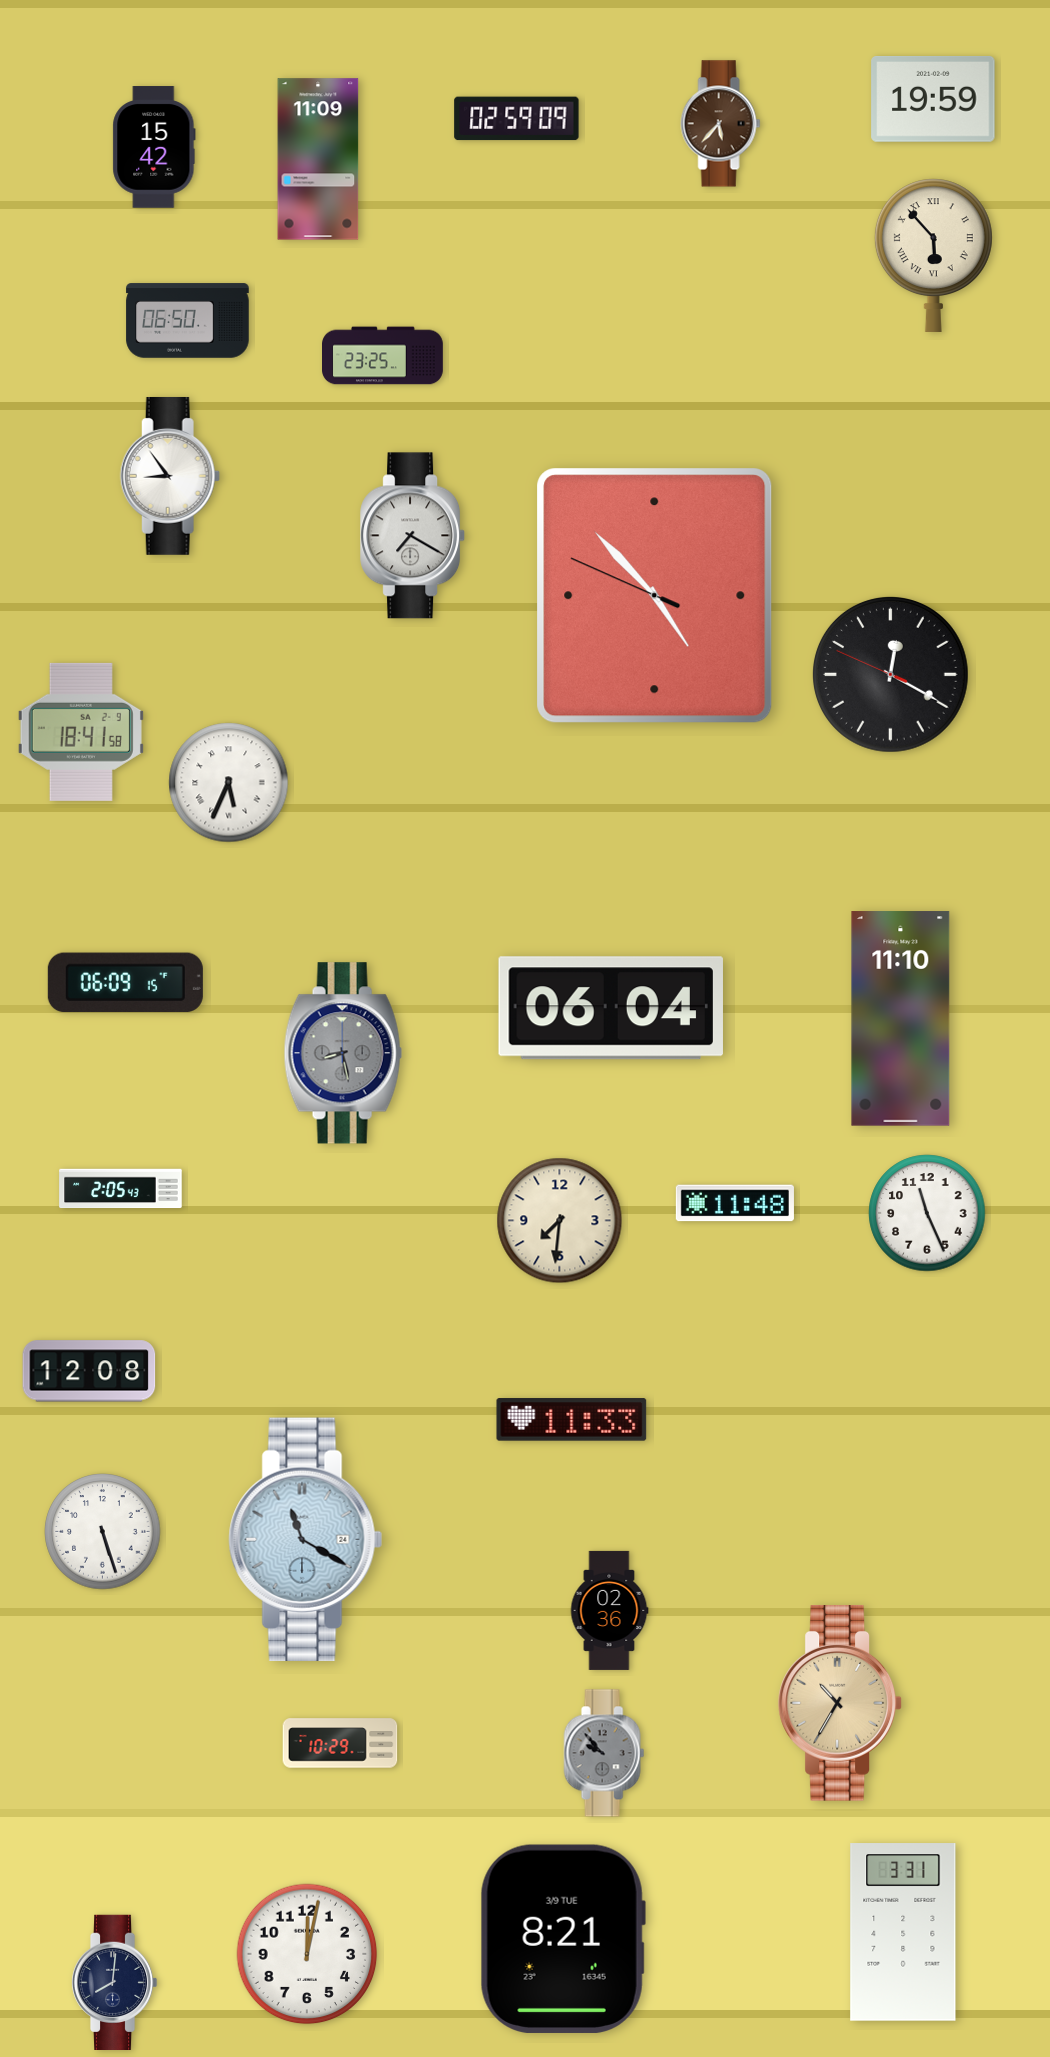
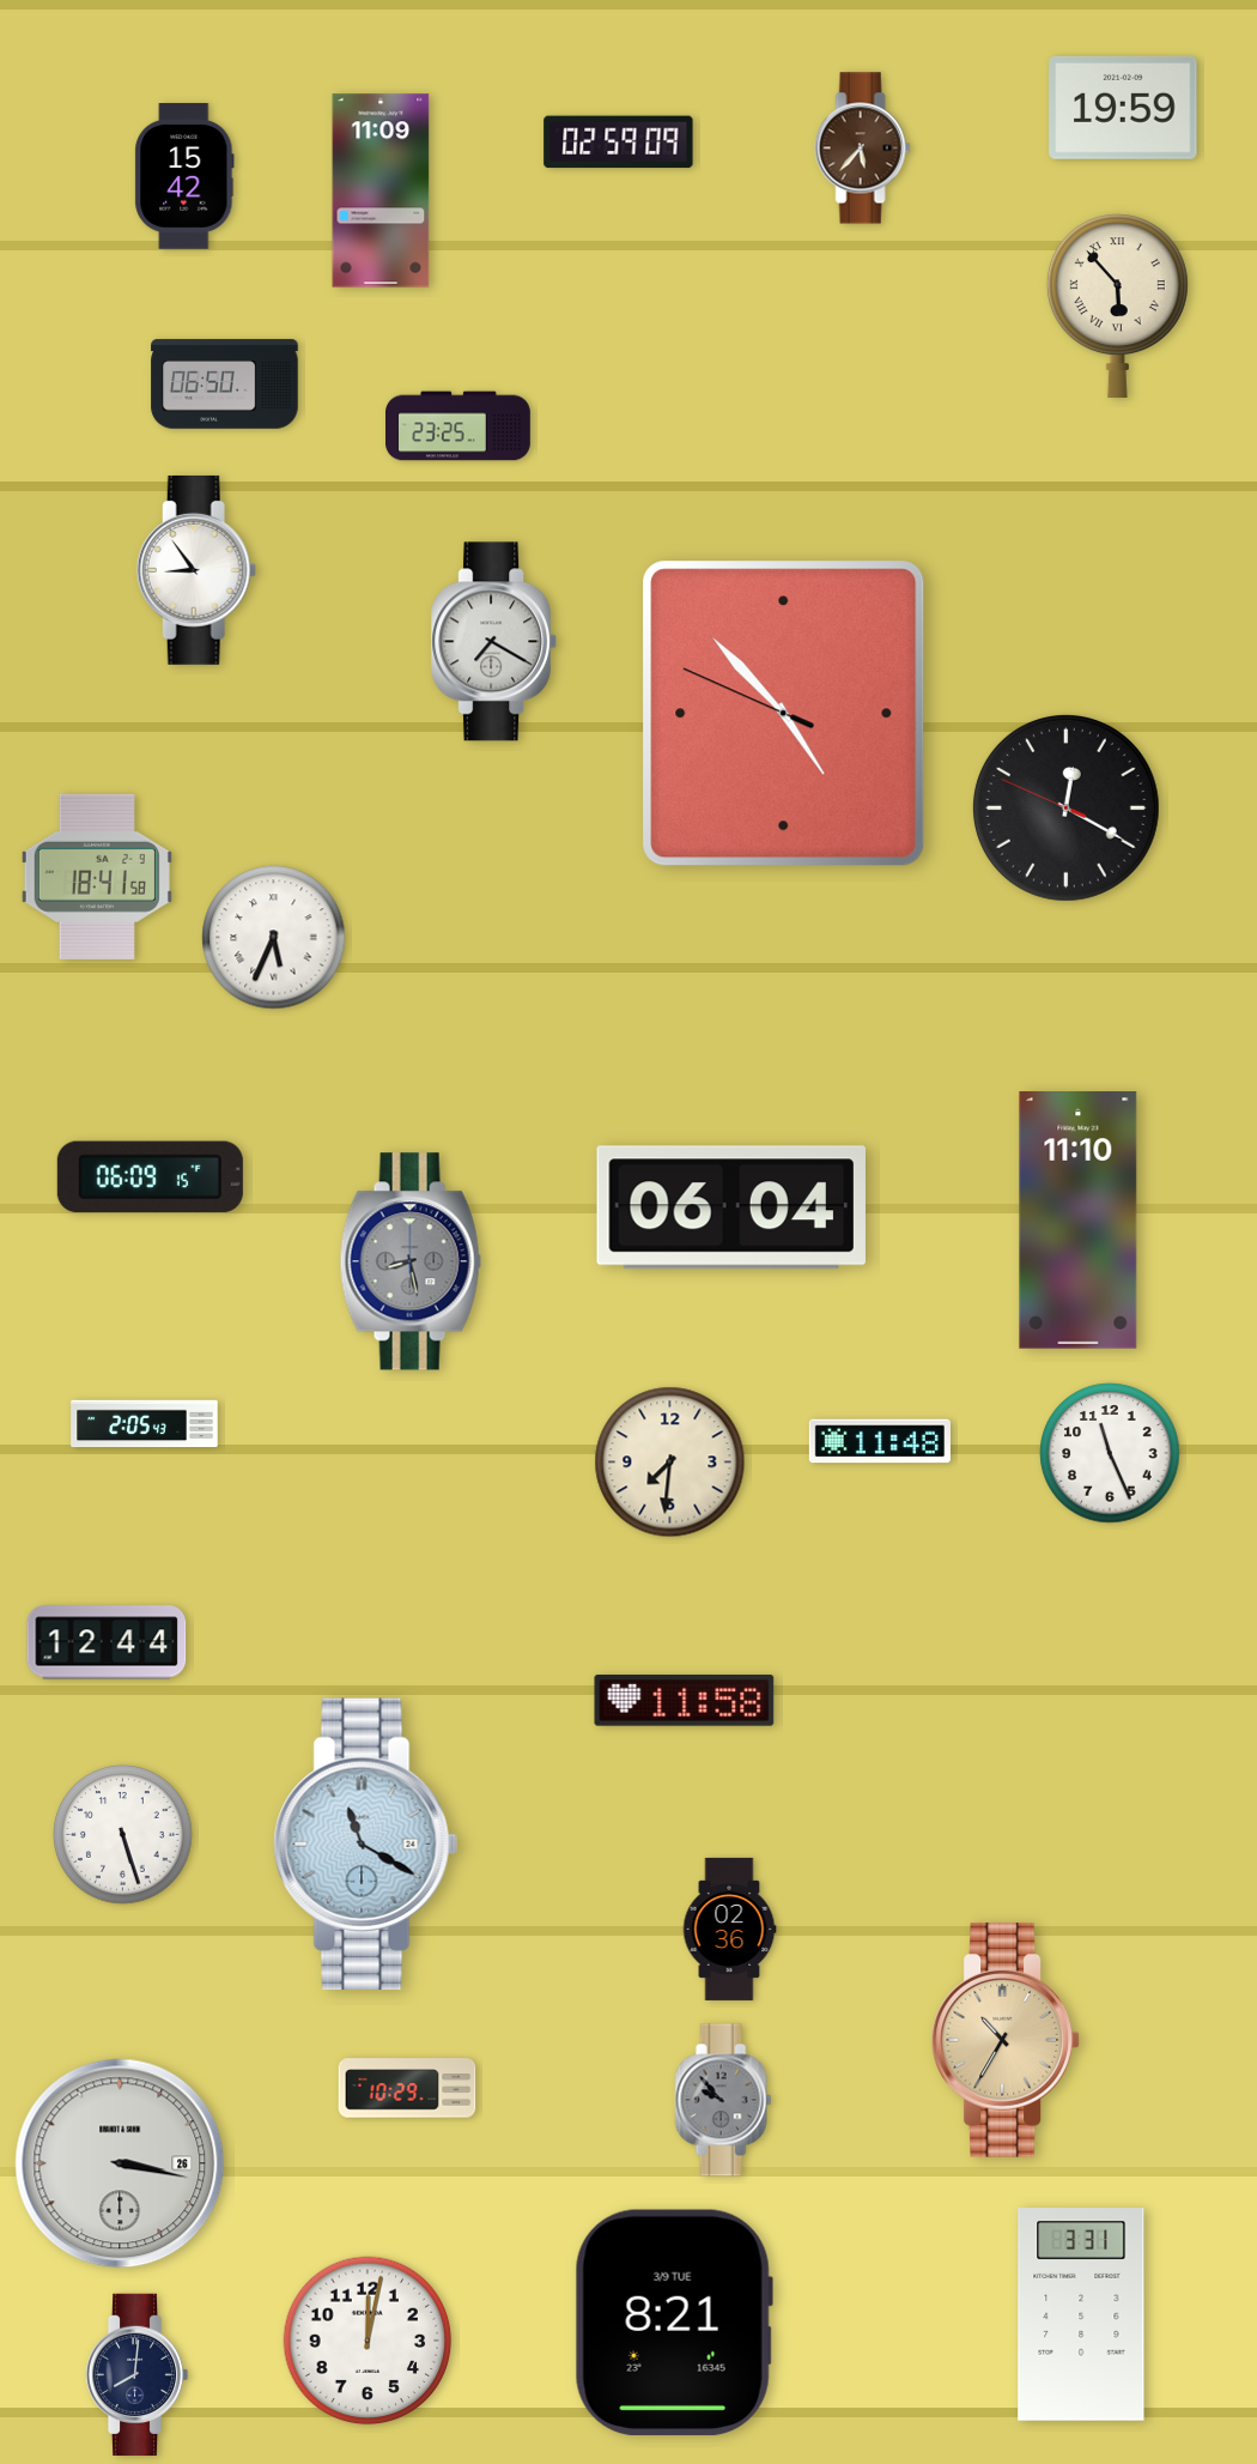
clock at (933, 100) position: (933, 100) -> (1123, 109)
clock at (170, 476) position: (170, 476) -> (196, 570)
clock at (89, 1371): 12:08 -> 12:44
clock at (572, 1420): 11:33 -> 11:58
clock at (120, 2163): none -> 3:17
